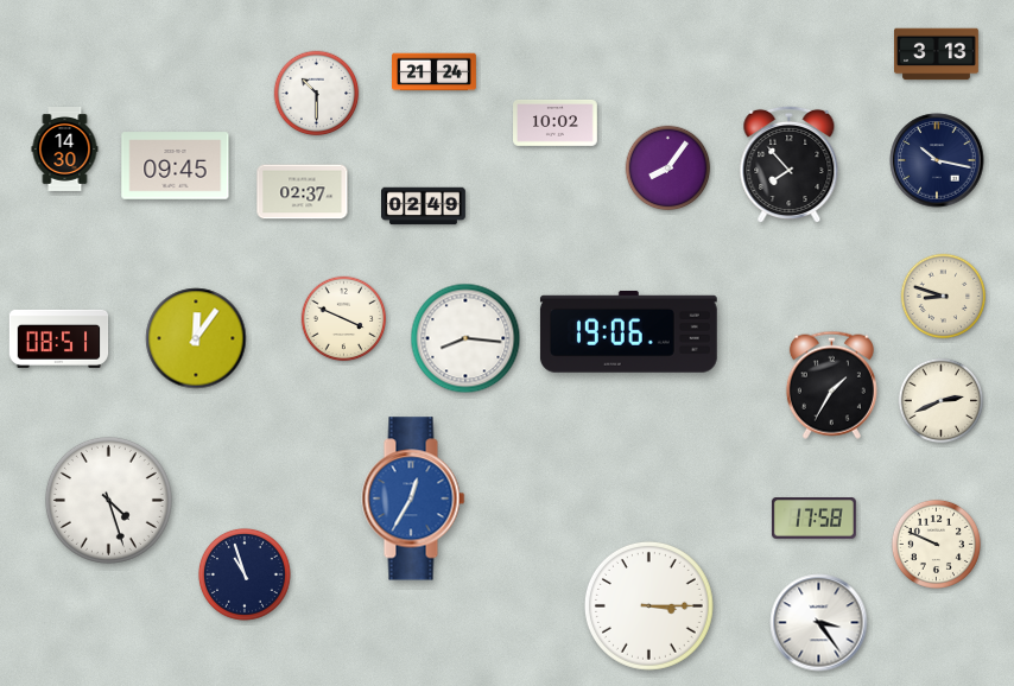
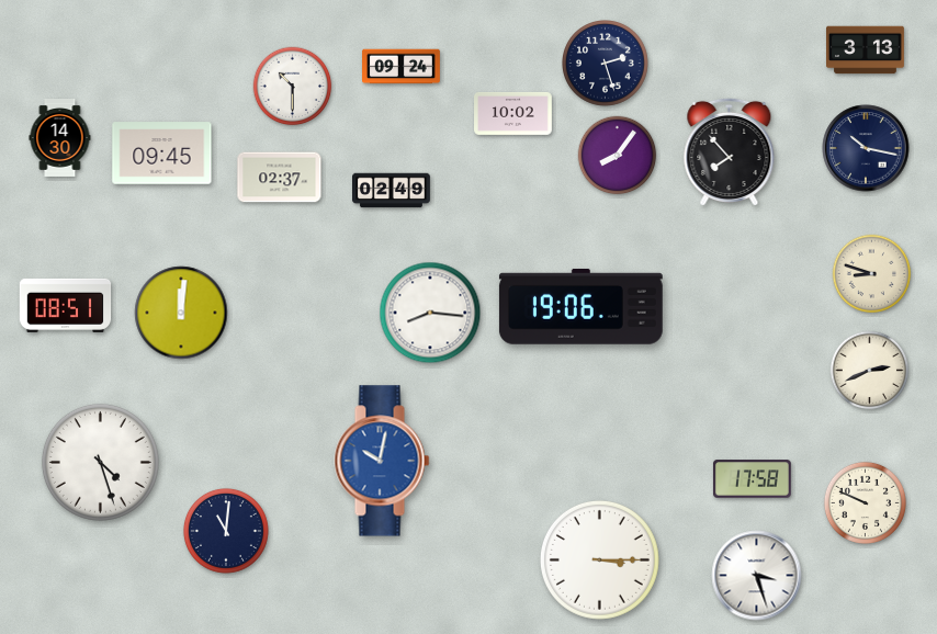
clock at (606, 64): none -> 2:27
clock at (435, 72): 21:24 -> 09:24
clock at (344, 319): 3:49 -> none
clock at (59, 338) position: (59, 338) -> (66, 305)
clock at (196, 338): 12:06 -> 12:01
clock at (831, 385): 1:35 -> none
clock at (413, 498): 12:35 -> 10:02
clock at (245, 574): 10:57 -> 11:01
clock at (819, 623): 3:24 -> 3:27
